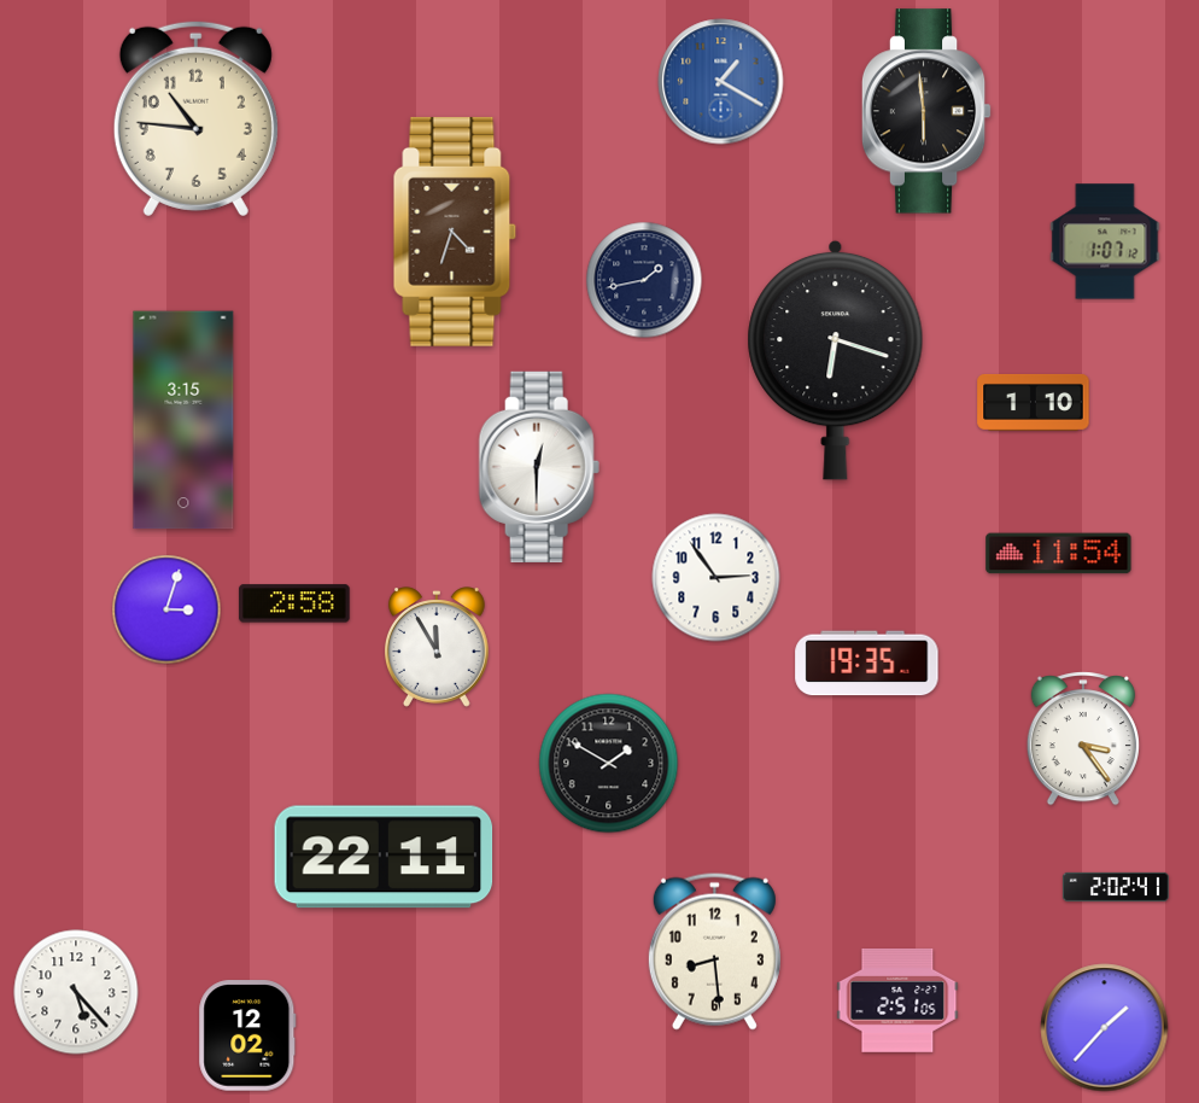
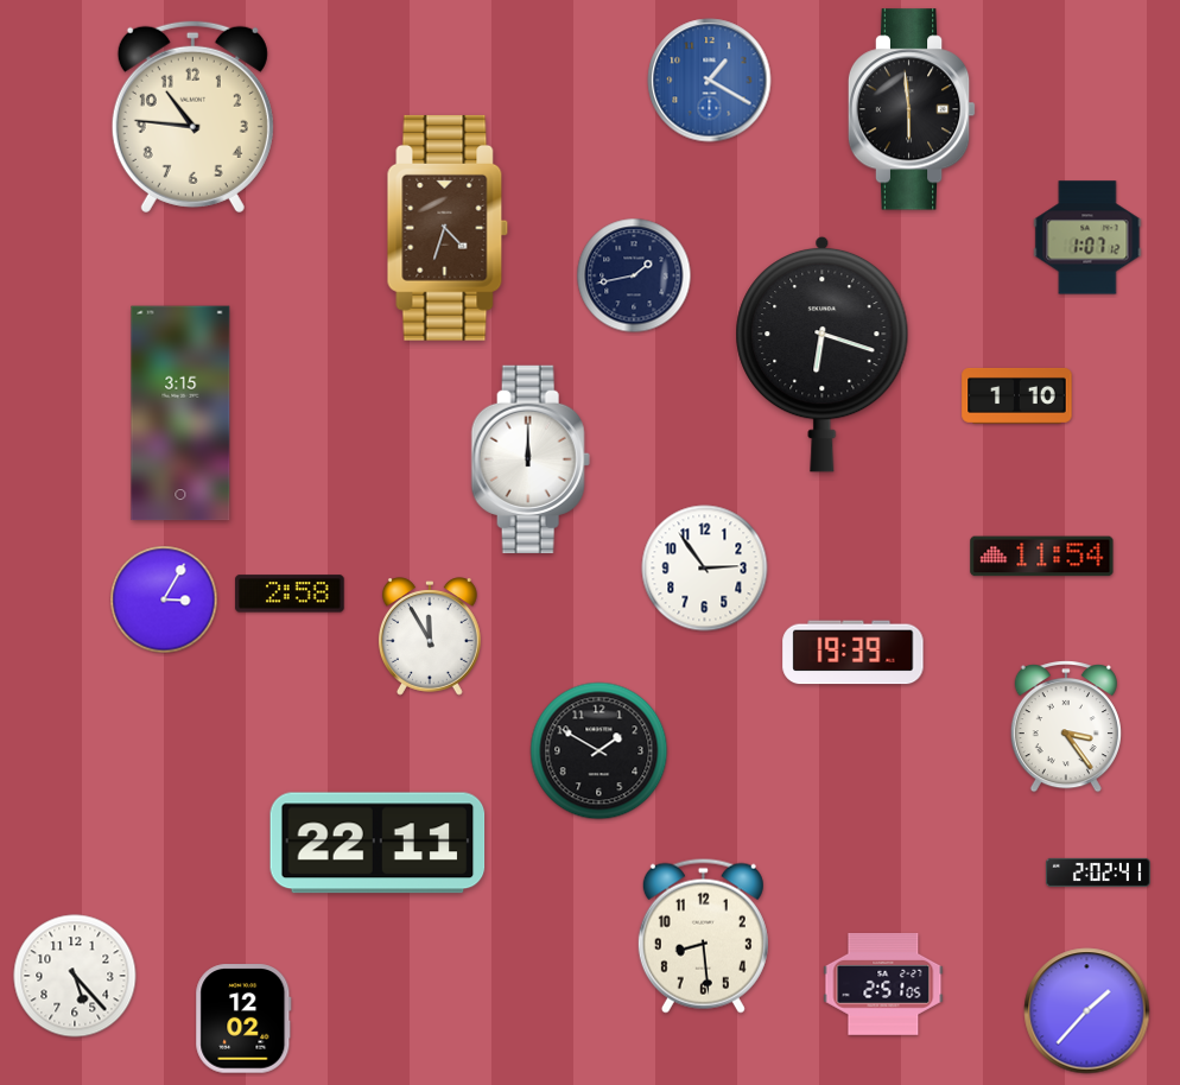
clock at (539, 466): 12:30 -> 12:00
clock at (1059, 554) position: (1059, 554) -> (1042, 557)
clock at (166, 609): 3:03 -> 3:05
clock at (867, 664): 19:35 -> 19:39
